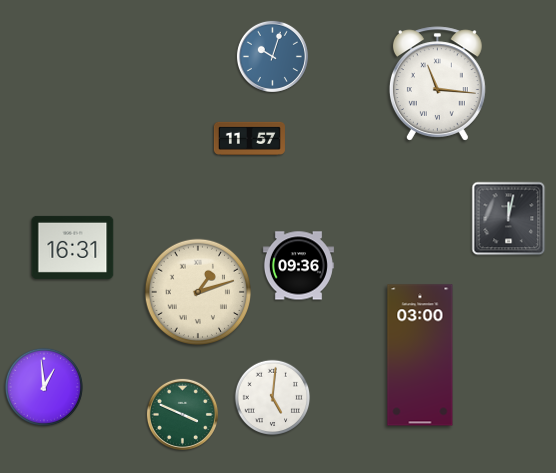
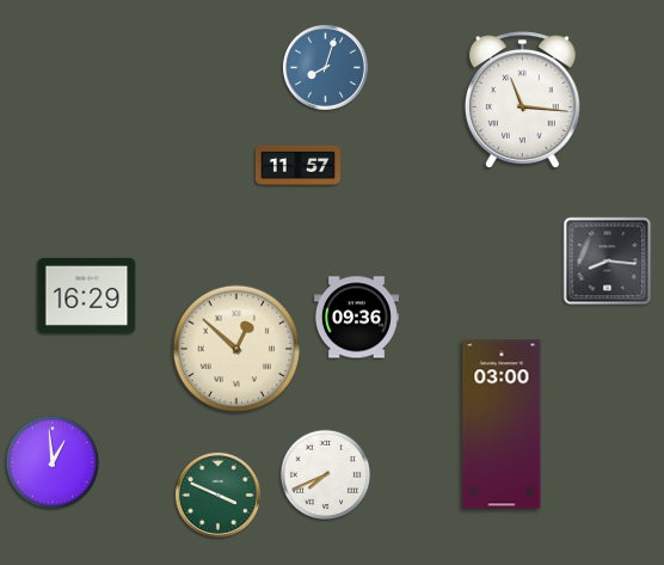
clock at (272, 56): 10:03 -> 8:03
clock at (509, 219): 12:02 -> 8:16
clock at (73, 247): 16:31 -> 16:29
clock at (197, 291): 1:12 -> 12:52
clock at (273, 398): 5:01 -> 7:41
